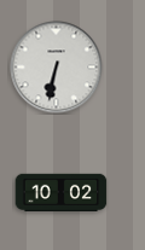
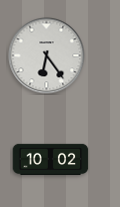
clock at (57, 68): 6:32 -> 6:24
